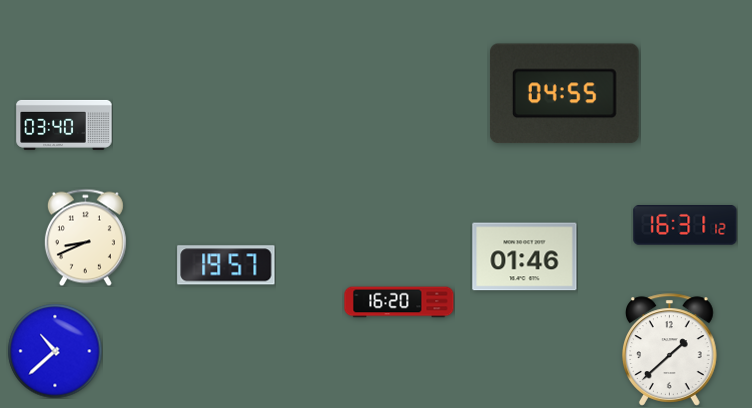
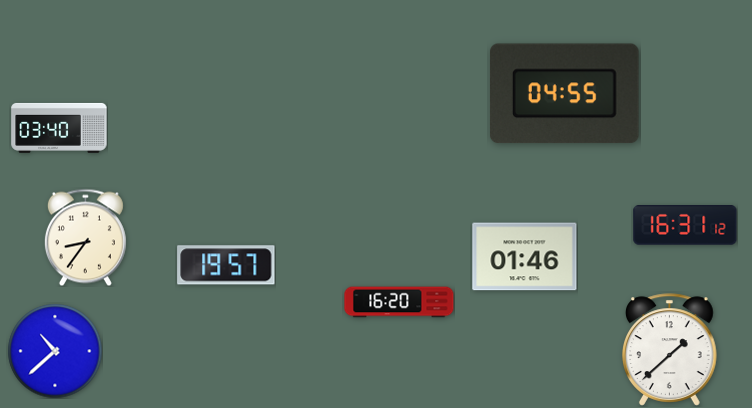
clock at (64, 125) position: (64, 125) -> (59, 128)
clock at (85, 237): 8:41 -> 8:36
